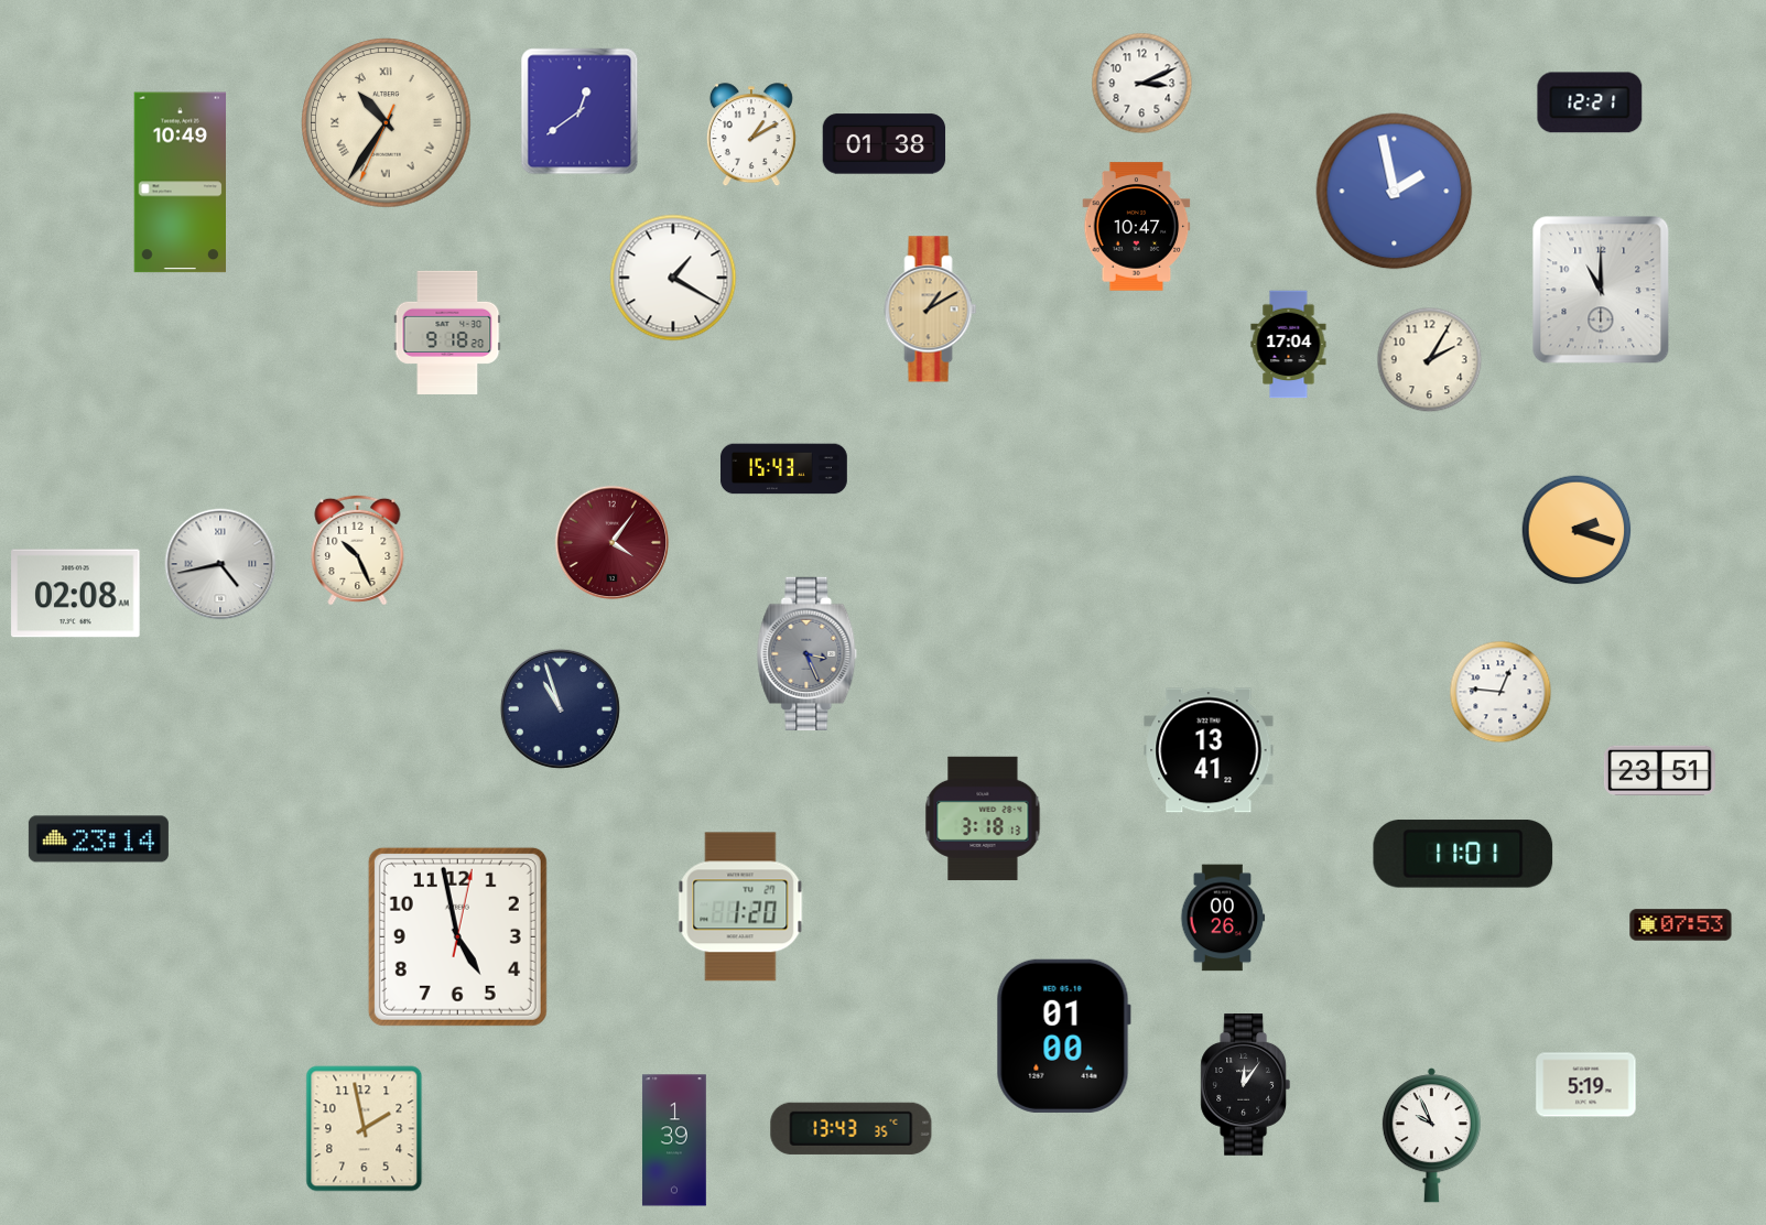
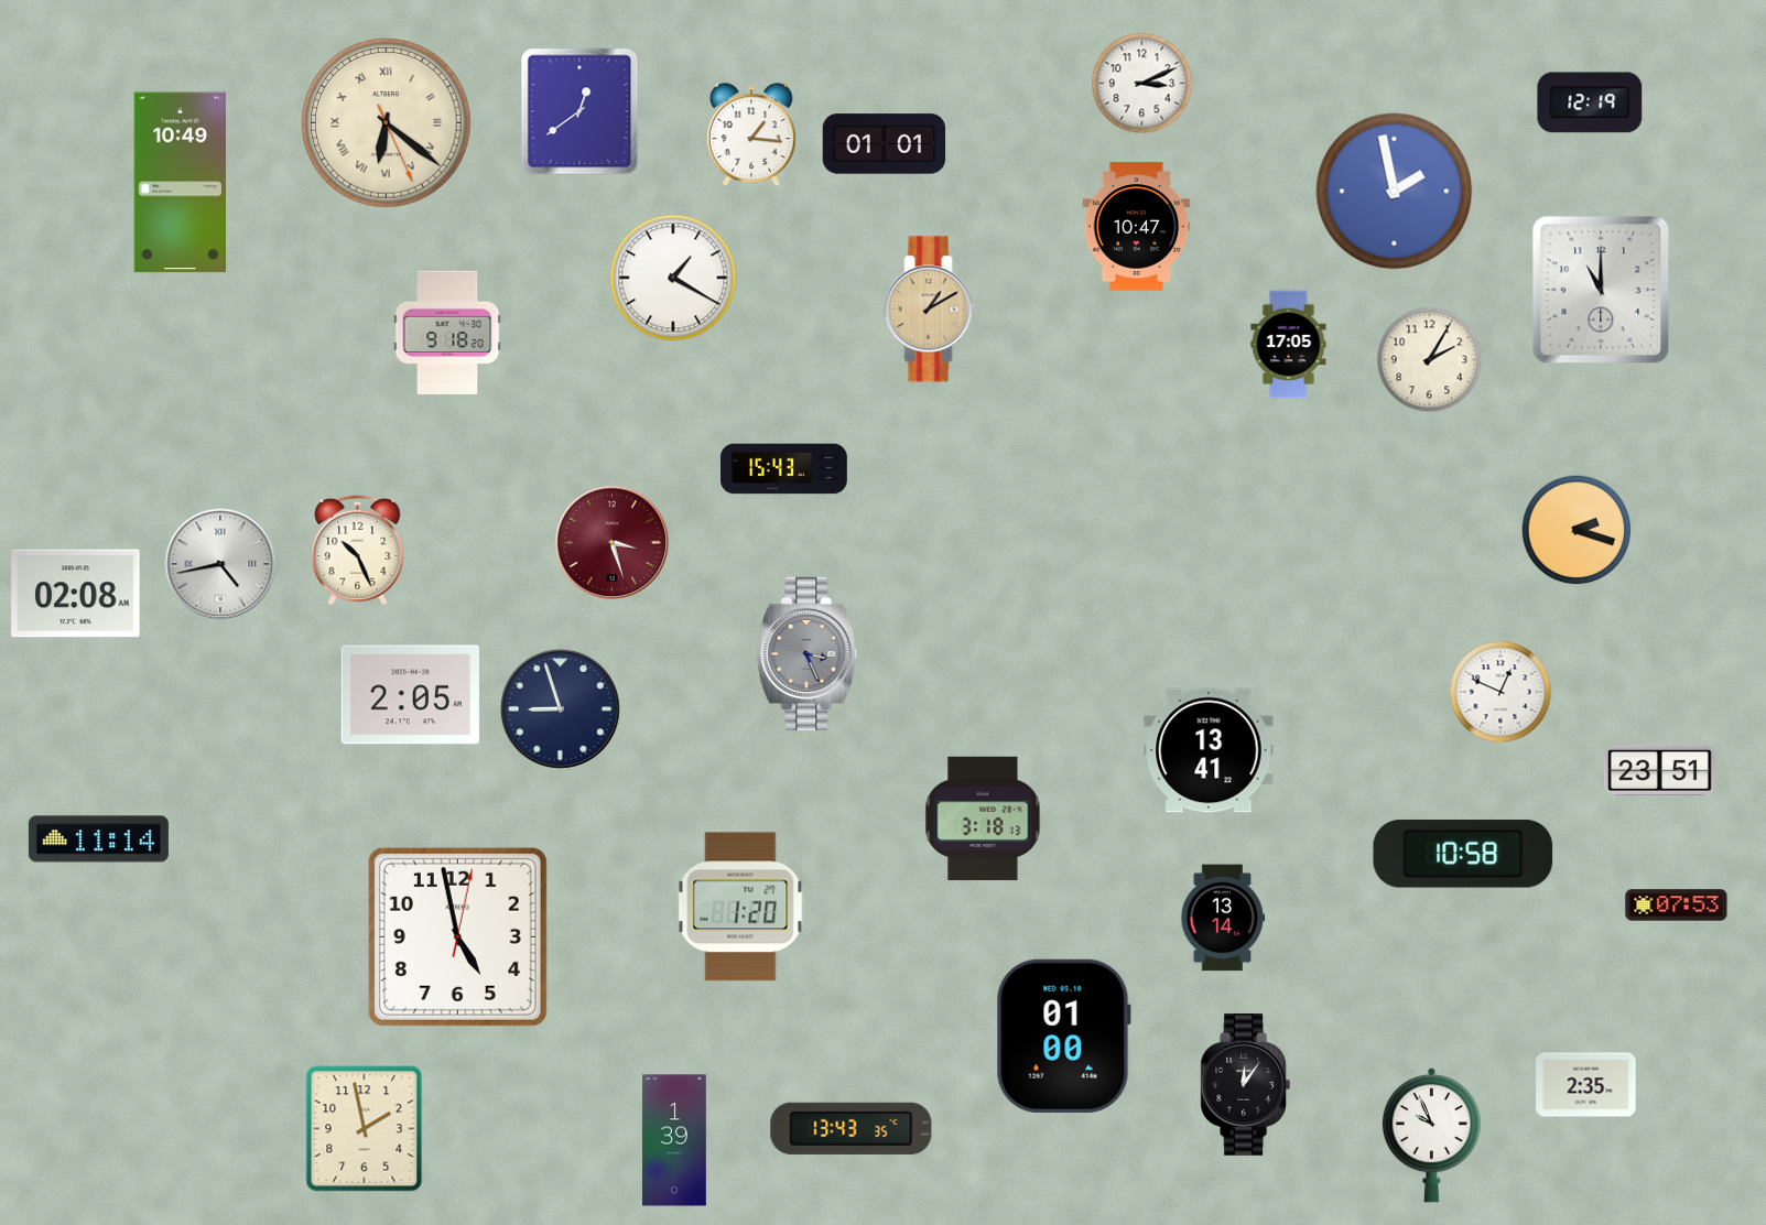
clock at (1590, 102): 12:21 -> 12:19
clock at (387, 123): 10:35 -> 6:21
clock at (751, 135): 1:10 -> 1:16
clock at (885, 144): 01:38 -> 01:01
clock at (1289, 345): 17:04 -> 17:05
clock at (613, 543): 4:06 -> 3:27
clock at (1500, 692): 12:46 -> 12:49
clock at (410, 695): none -> 2:05
clock at (560, 708): 10:57 -> 8:57
clock at (98, 839): 23:14 -> 11:14
clock at (1463, 854): 11:01 -> 10:58
clock at (1223, 918): 00:26 -> 13:14
clock at (1681, 925) position: (1681, 925) -> (1677, 906)
clock at (1586, 1085): 5:19 -> 2:35
